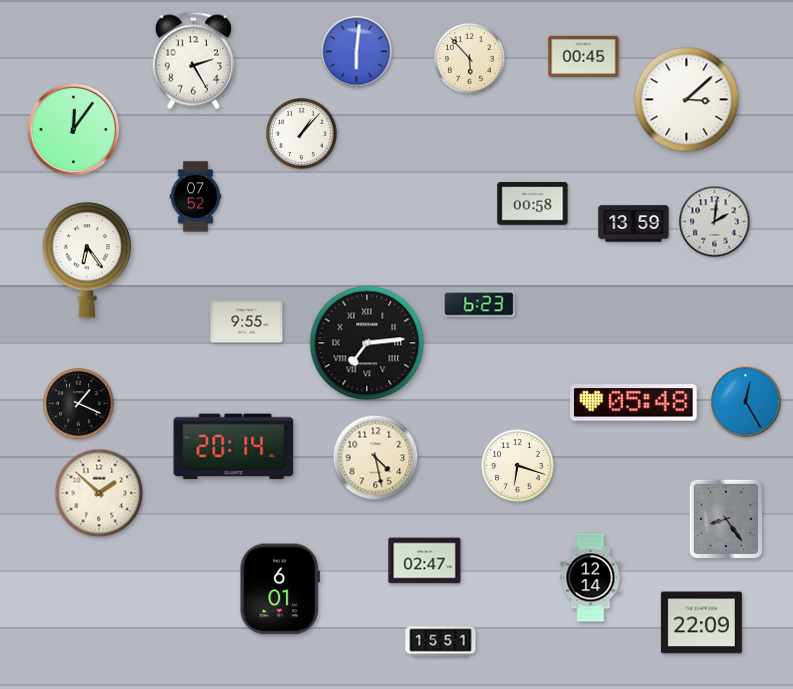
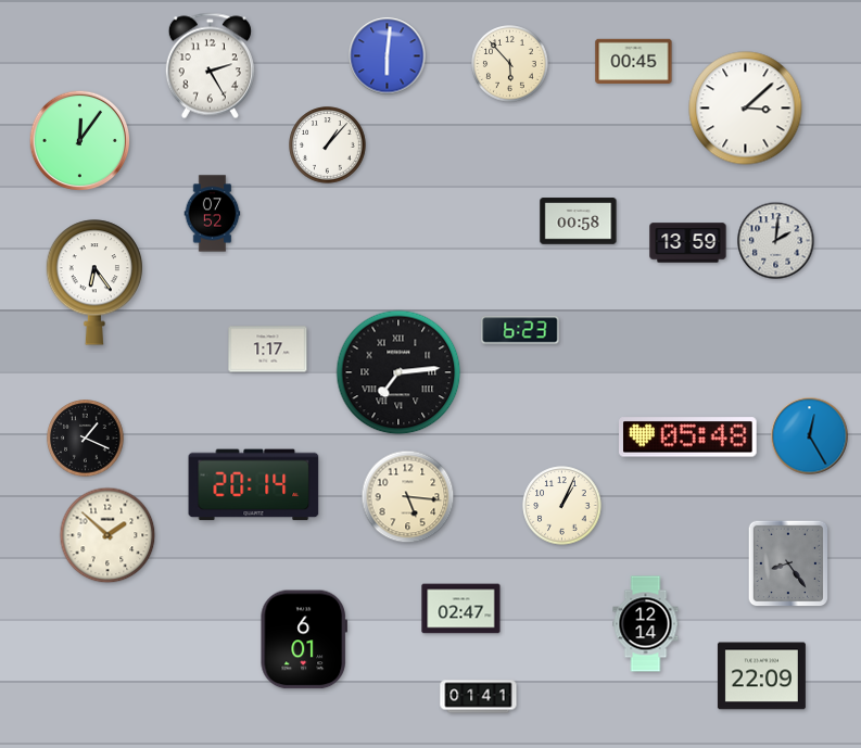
clock at (247, 322): 9:55 -> 1:17
clock at (376, 458): 4:28 -> 5:16
clock at (518, 466): 6:18 -> 1:04
clock at (591, 578) position: (591, 578) -> (646, 624)
clock at (441, 642): 15:51 -> 01:41
